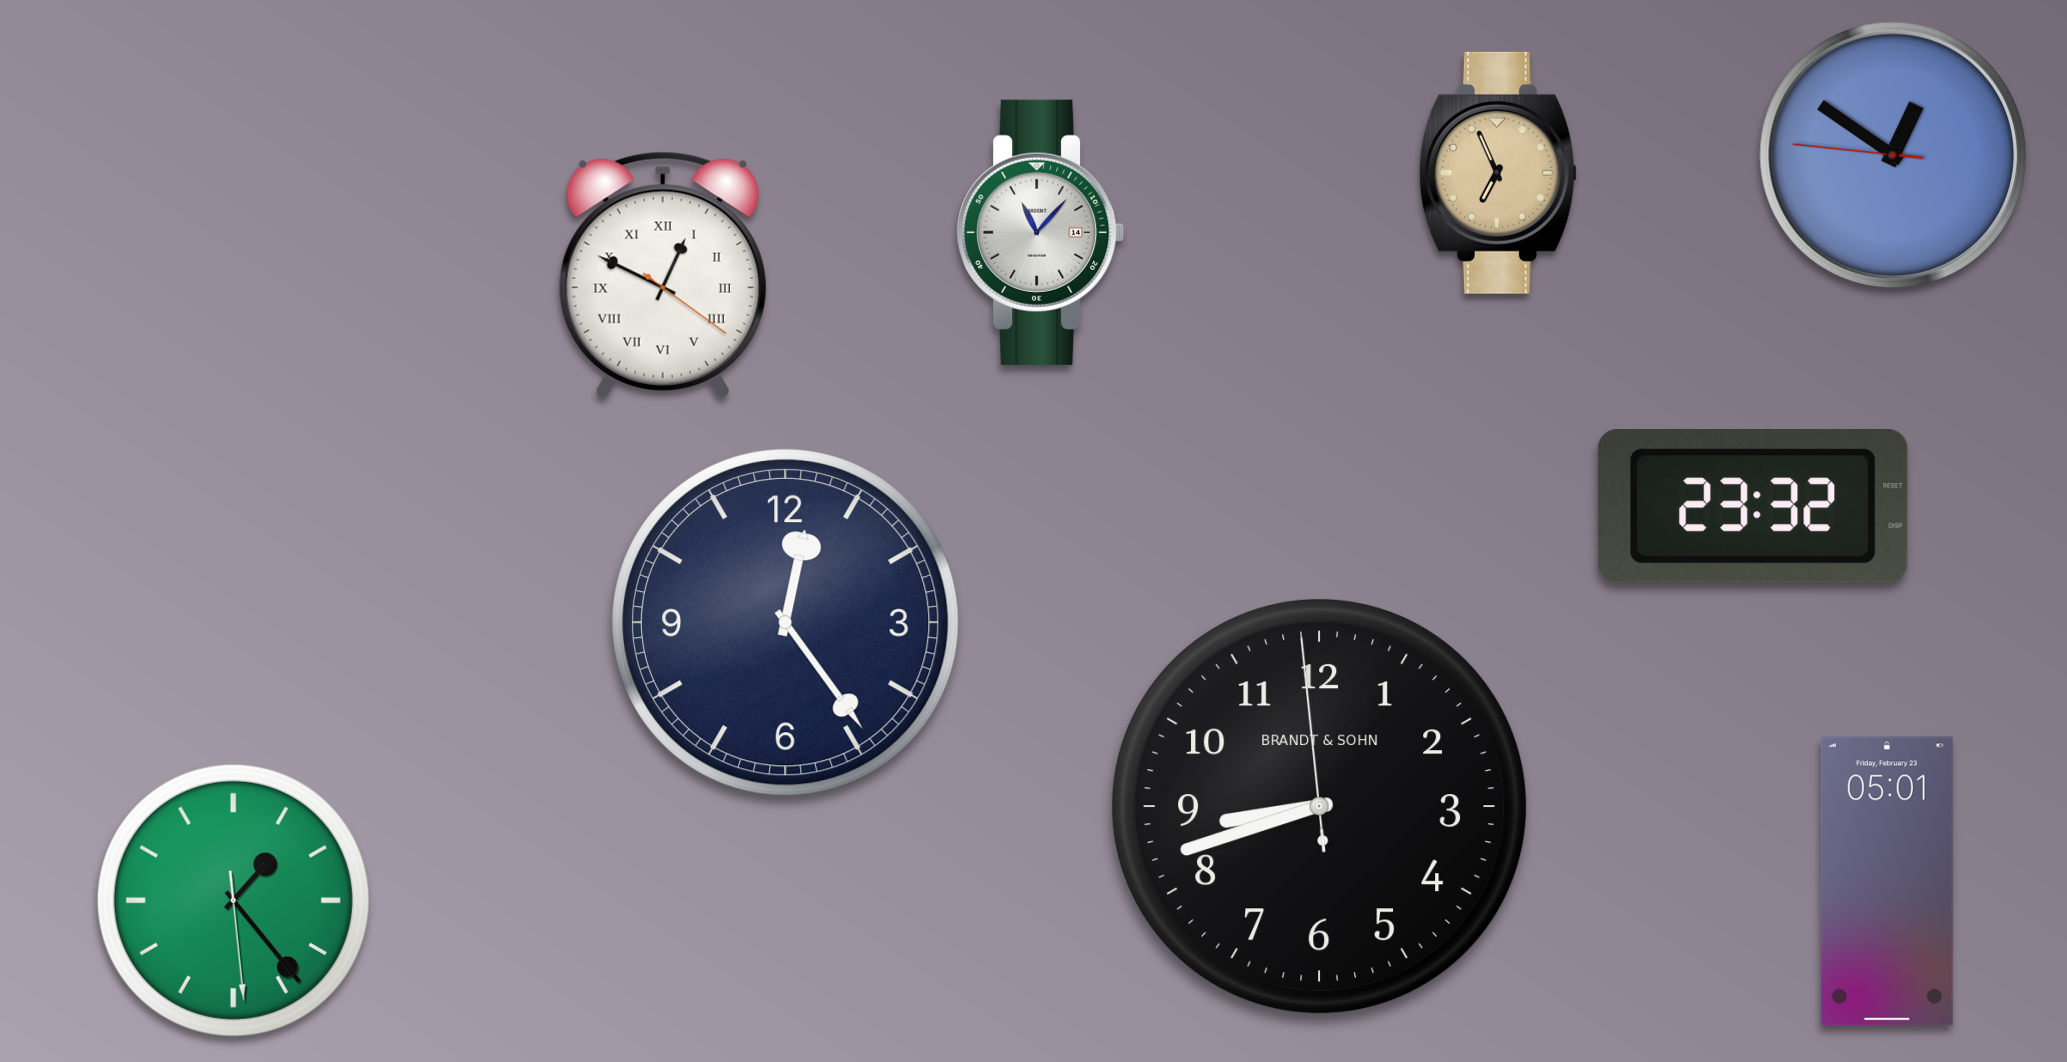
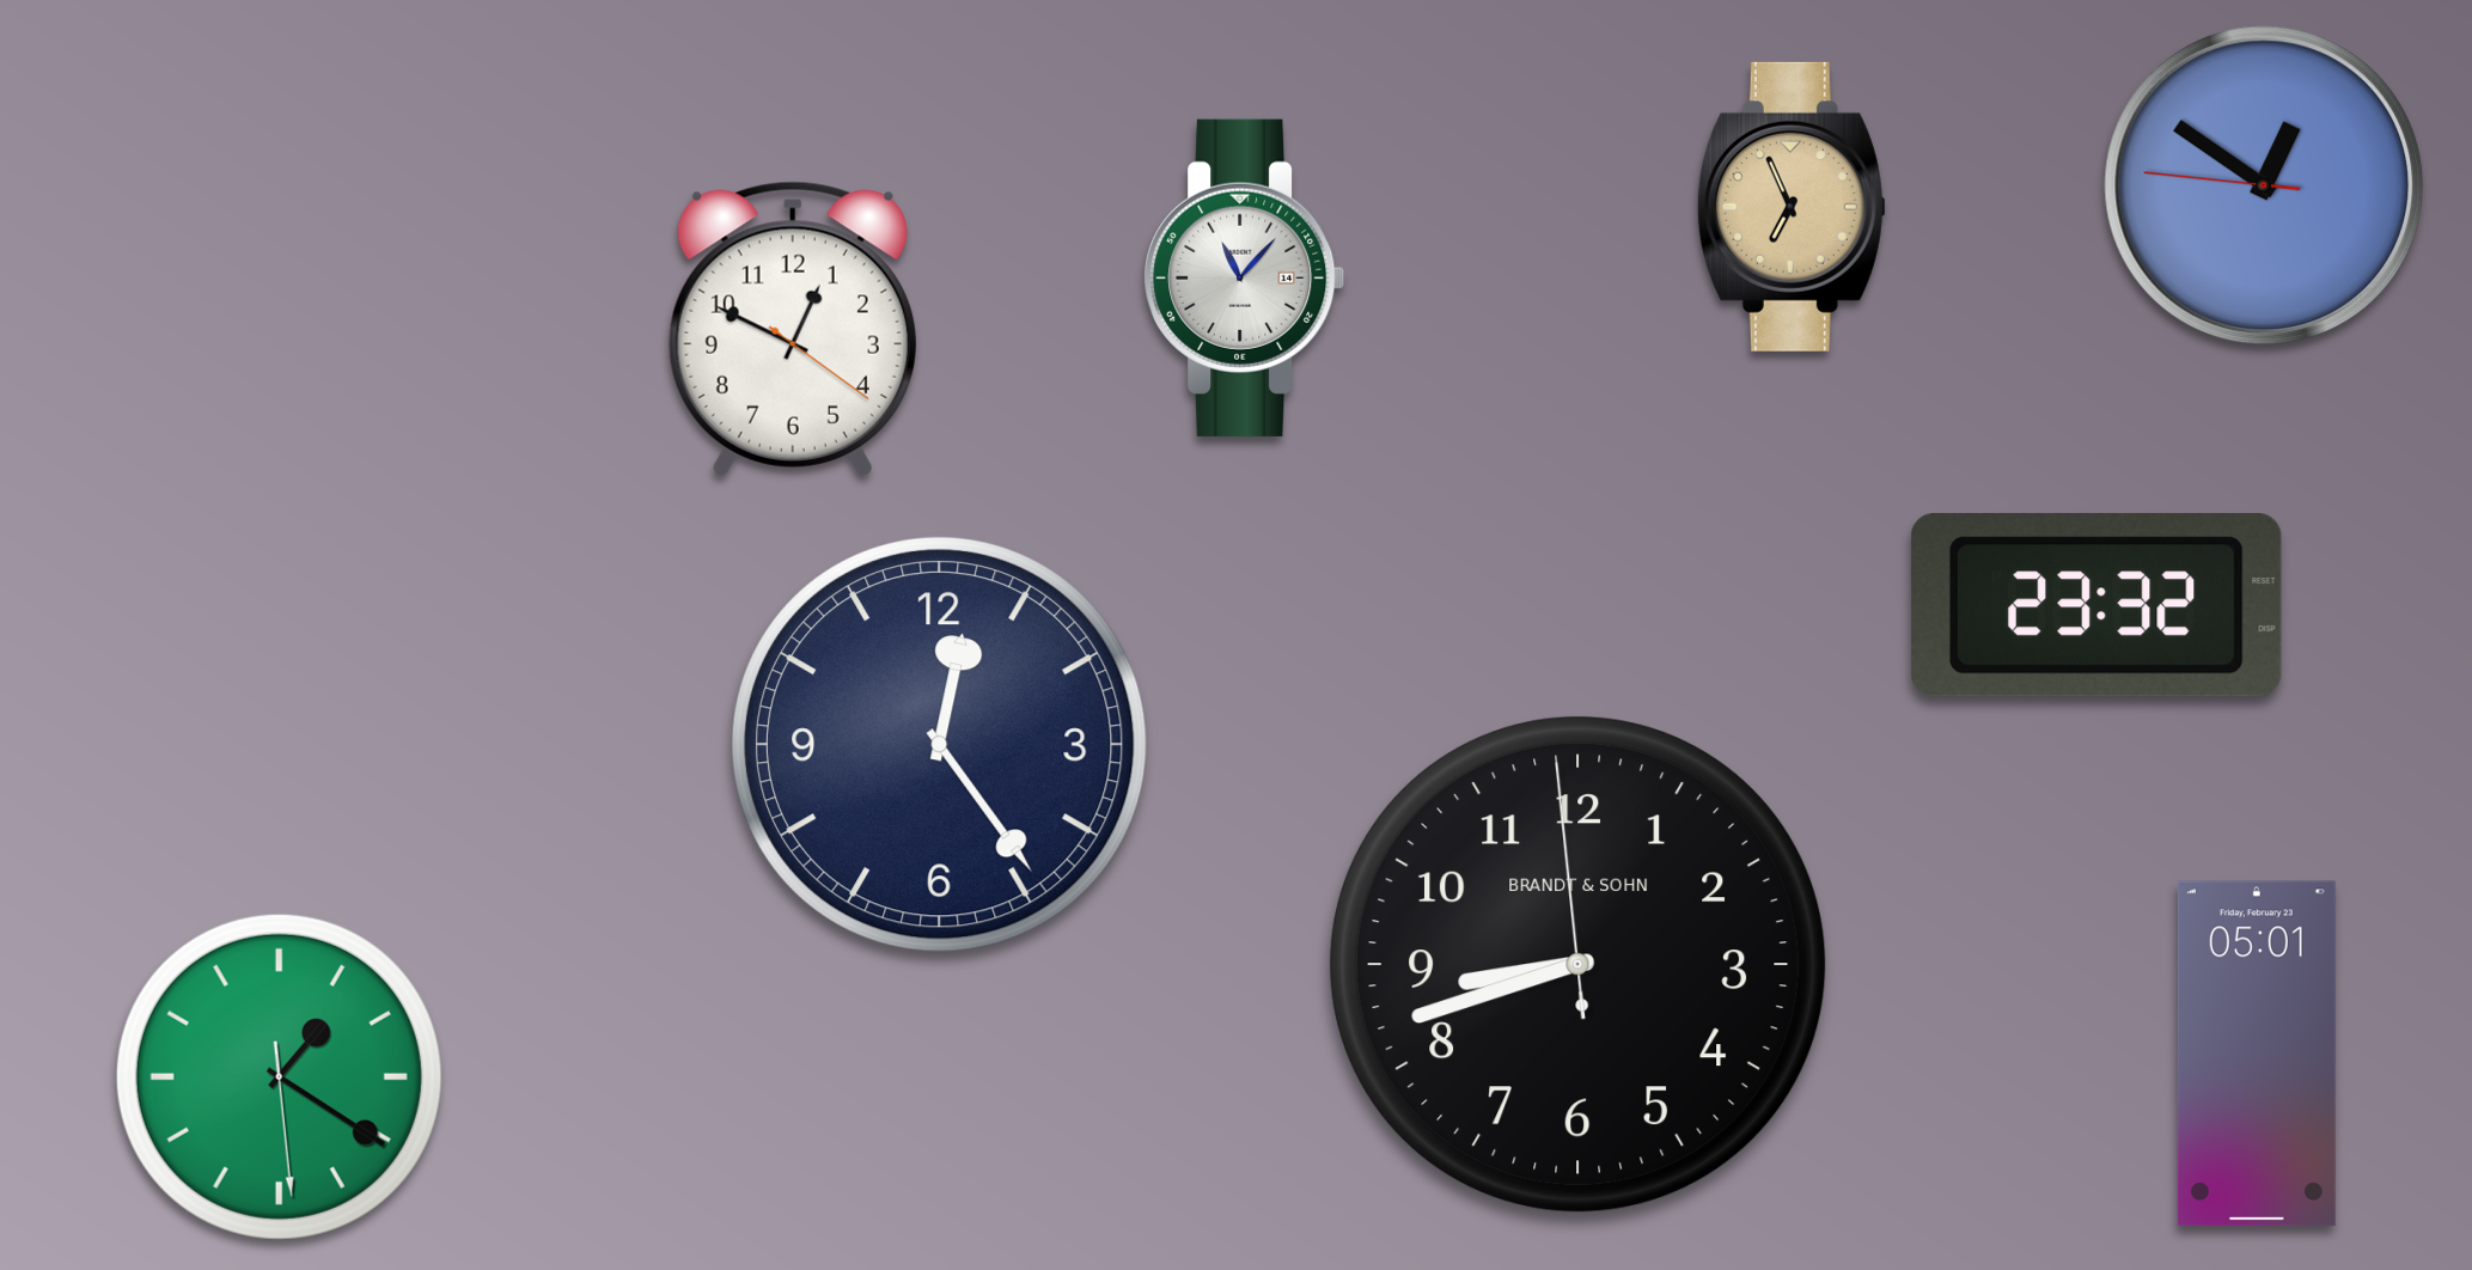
clock at (663, 275) numerals: Roman -> Arabic
clock at (233, 900): 1:23 -> 1:20
